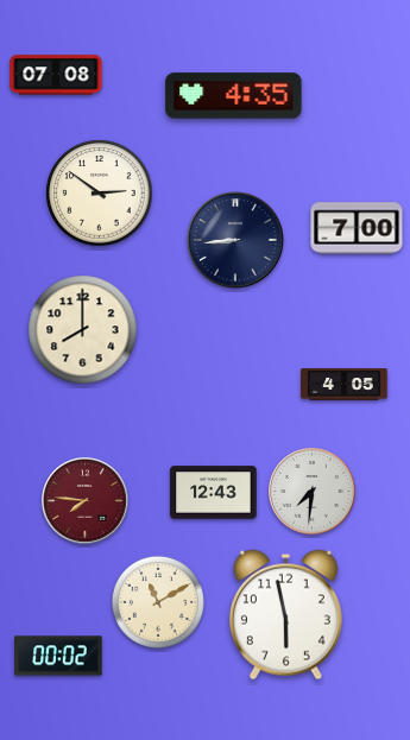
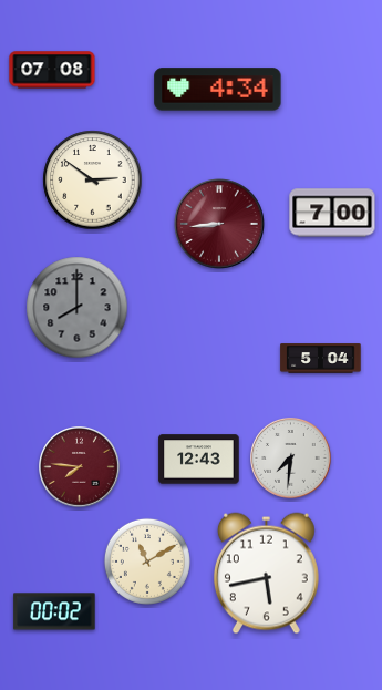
clock at (234, 96): 4:35 -> 4:34
clock at (235, 240) dial: navy -> burgundy
clock at (83, 330) dial: cream -> grey
clock at (345, 385): 4:05 -> 5:04
clock at (285, 615): 5:58 -> 5:43
